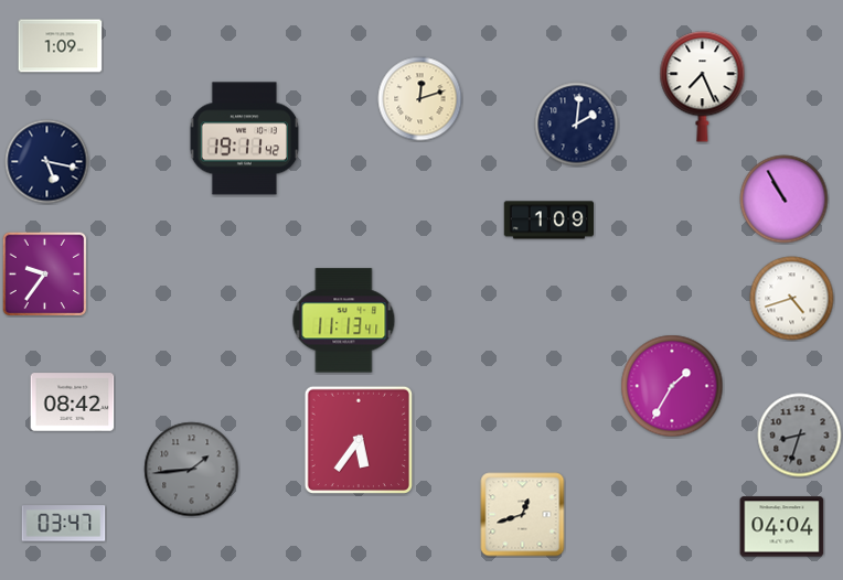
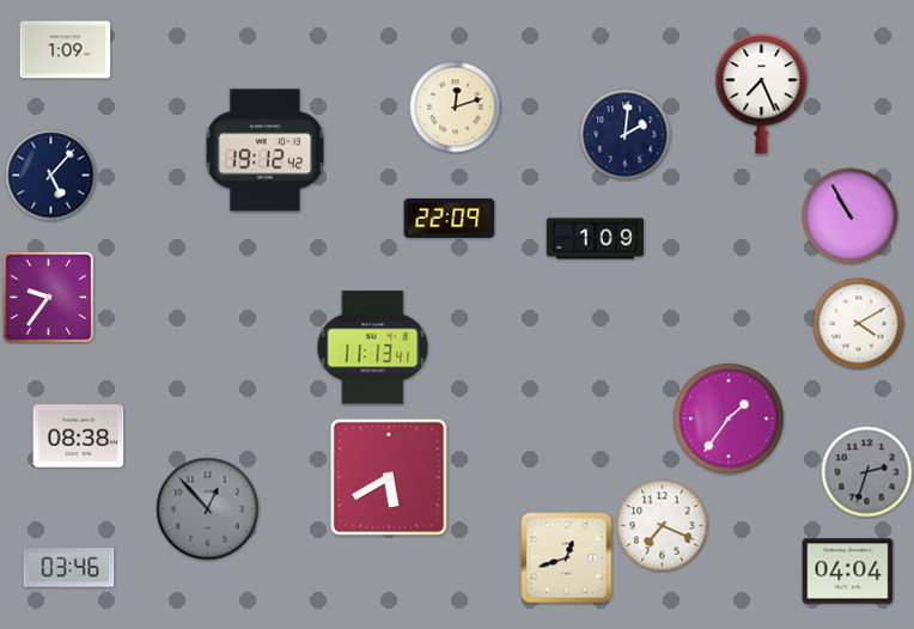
clock at (245, 139): 19:11 -> 19:12
clock at (47, 162): 5:17 -> 5:07
clock at (450, 218): none -> 22:09
clock at (792, 299): 4:42 -> 4:10
clock at (672, 386): 1:35 -> 1:36
clock at (73, 402): 08:42 -> 08:38
clock at (800, 436): 8:33 -> 2:33
clock at (358, 439): 5:36 -> 5:40
clock at (192, 470): 1:44 -> 12:53
clock at (663, 526): none -> 7:19
clock at (64, 524): 03:47 -> 03:46
